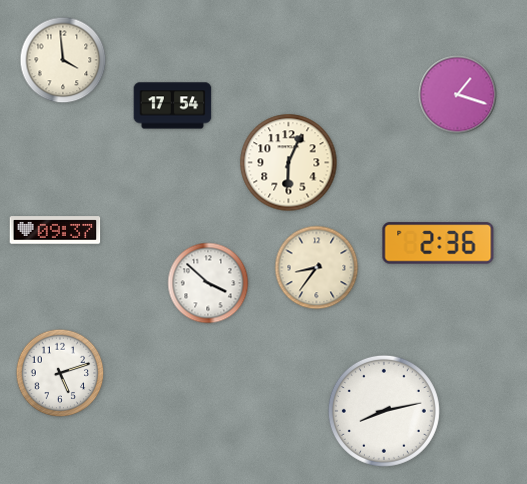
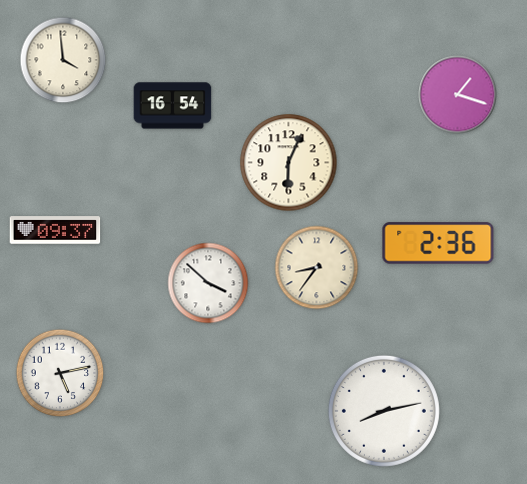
clock at (173, 106): 17:54 -> 16:54
clock at (60, 373): 5:12 -> 5:13
